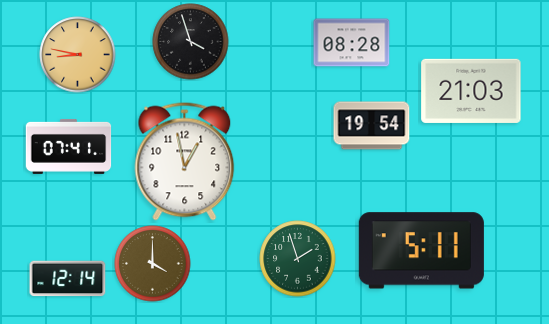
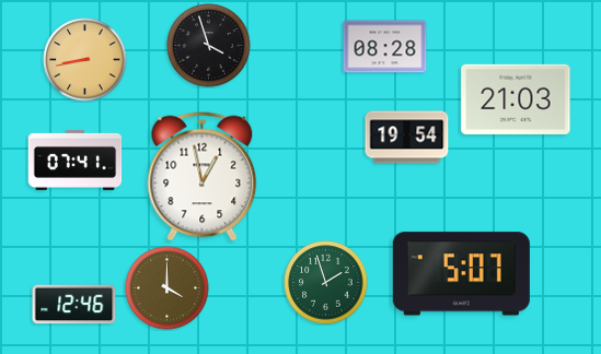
clock at (78, 55): 8:47 -> 8:43
clock at (421, 251): 5:11 -> 5:07
clock at (68, 279): 12:14 -> 12:46
